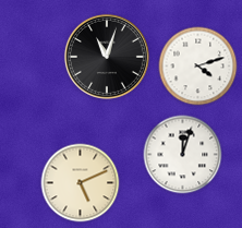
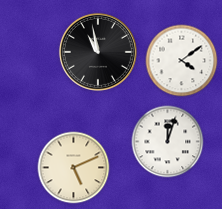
clock at (107, 57): 11:03 -> 10:58
clock at (198, 67): 4:12 -> 4:09
